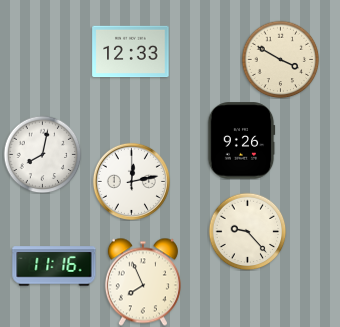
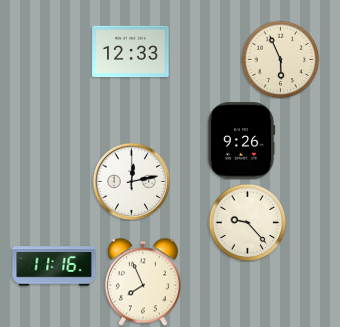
clock at (280, 59): 3:50 -> 5:56
clock at (42, 154): 8:02 -> none
clock at (247, 231) position: (247, 231) -> (247, 222)
